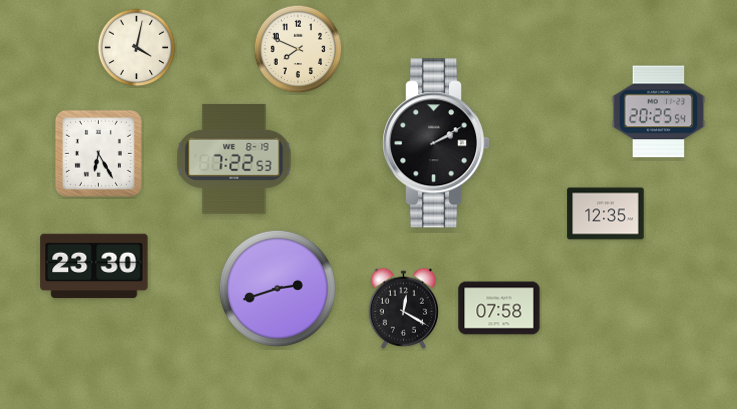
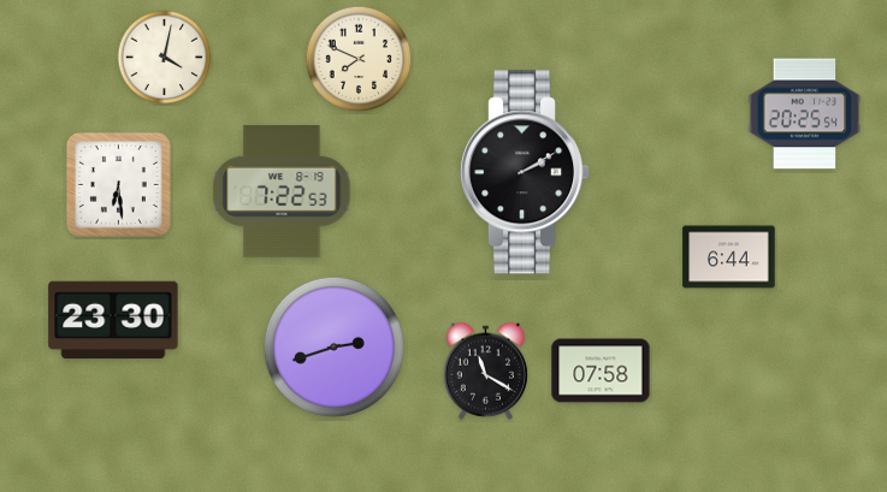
clock at (659, 112) position: (659, 112) -> (805, 114)
clock at (98, 153): 6:25 -> 6:29
clock at (606, 214): 12:35 -> 6:44
clock at (403, 308): 12:20 -> 11:20
